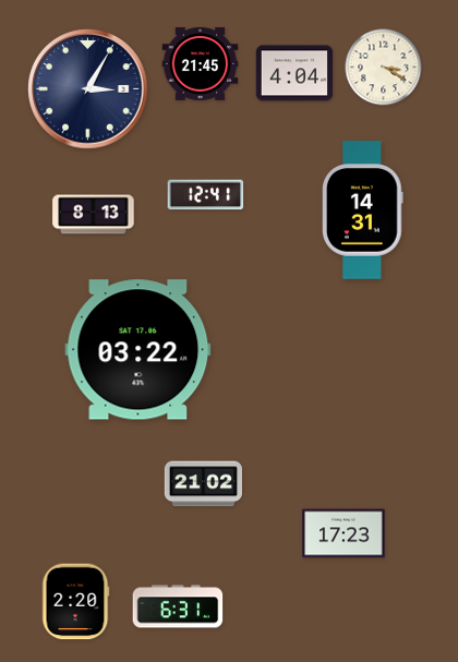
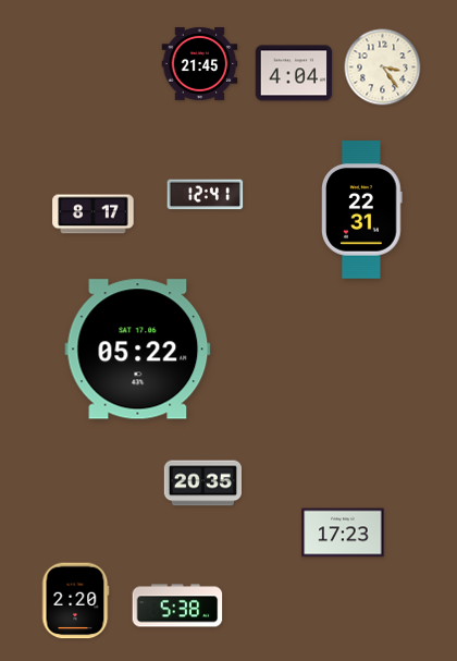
clock at (384, 68): 3:20 -> 3:24
clock at (88, 89): 3:05 -> none
clock at (363, 210): 14:31 -> 22:31
clock at (94, 215): 8:13 -> 8:17
clock at (138, 350): 03:22 -> 05:22
clock at (203, 484): 21:02 -> 20:35
clock at (178, 606): 6:31 -> 5:38
